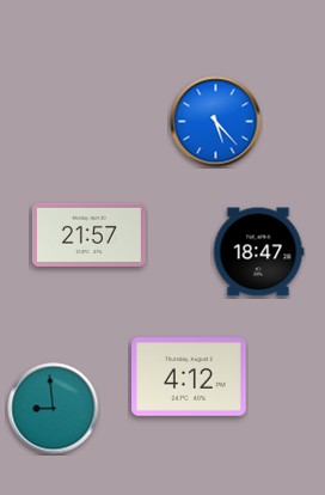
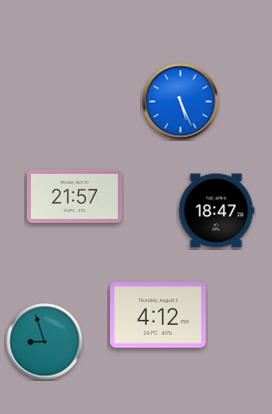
clock at (216, 122): 5:23 -> 5:26
clock at (54, 409): 8:59 -> 8:57
